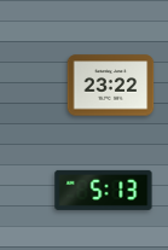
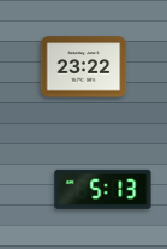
clock at (111, 86) position: (111, 86) -> (84, 67)
